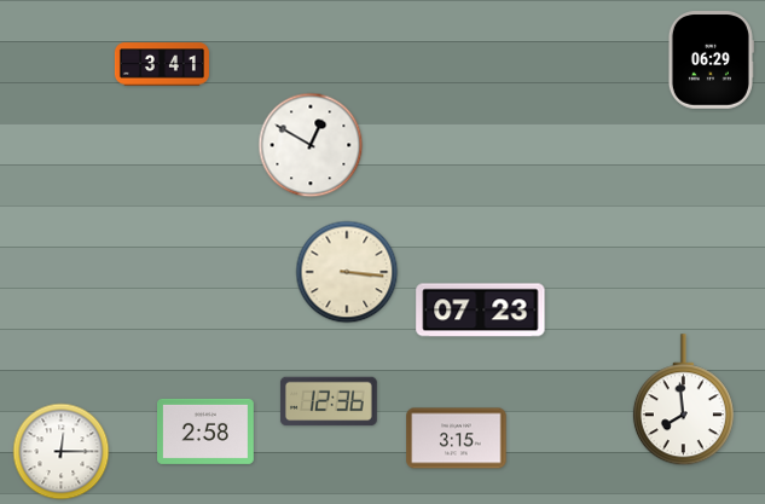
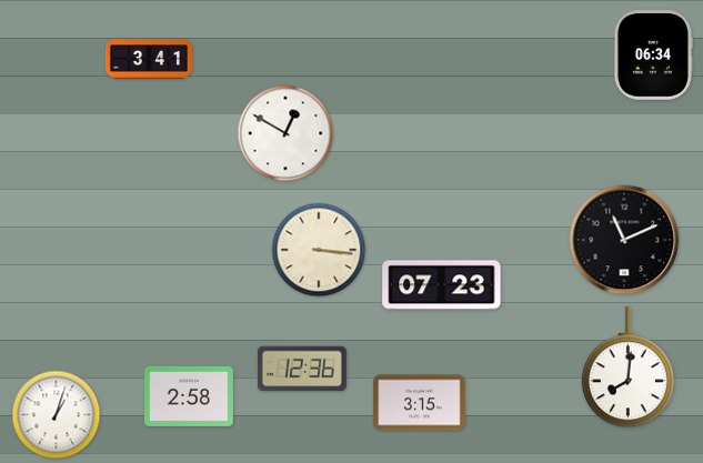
clock at (711, 60): 06:29 -> 06:34
clock at (624, 240): none -> 11:11
clock at (683, 400): 7:59 -> 8:01
clock at (62, 452): 12:15 -> 1:03
